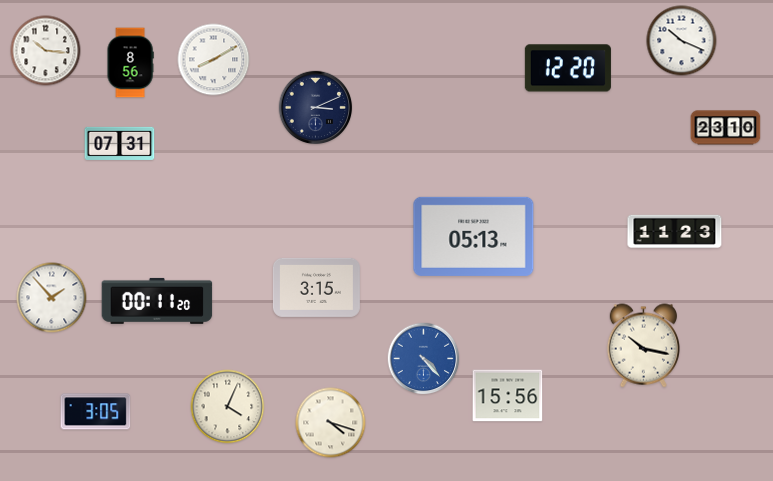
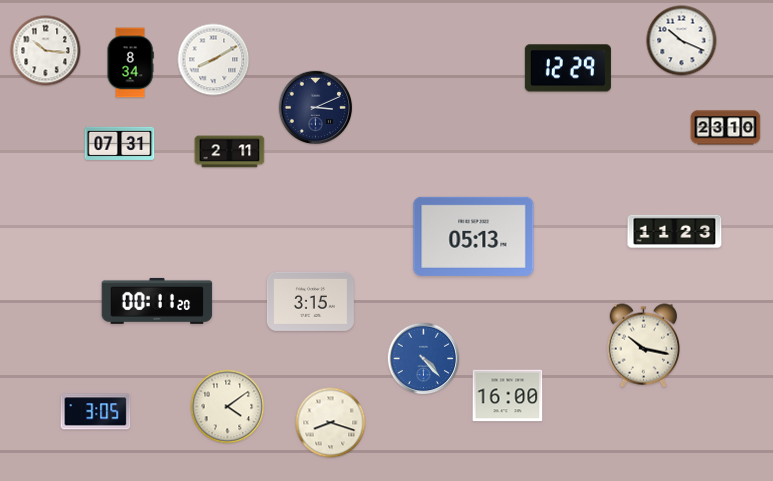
clock at (130, 63): 8:56 -> 8:34
clock at (568, 68): 12:20 -> 12:29
clock at (230, 152): none -> 2:11
clock at (316, 287) position: (316, 287) -> (310, 301)
clock at (52, 298): 1:53 -> none
clock at (508, 396): 15:56 -> 16:00
clock at (228, 407): 4:04 -> 4:09
clock at (331, 423): 4:18 -> 8:18
